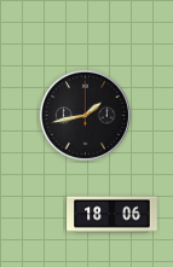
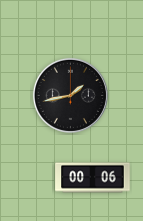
clock at (113, 215): 18:06 -> 00:06
